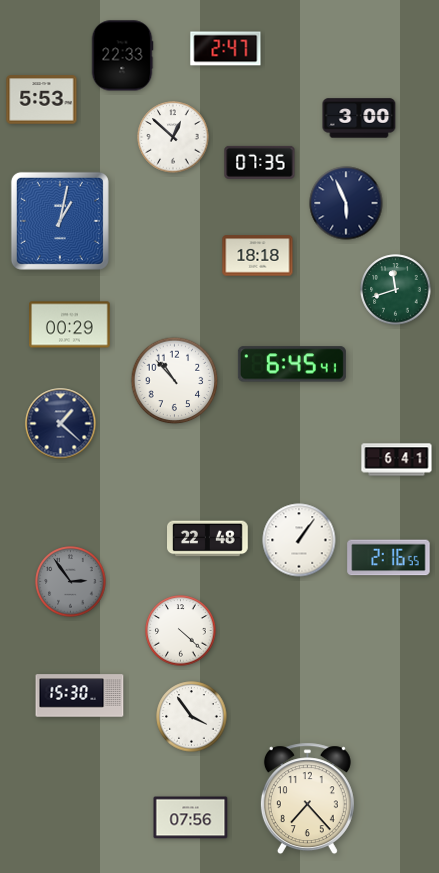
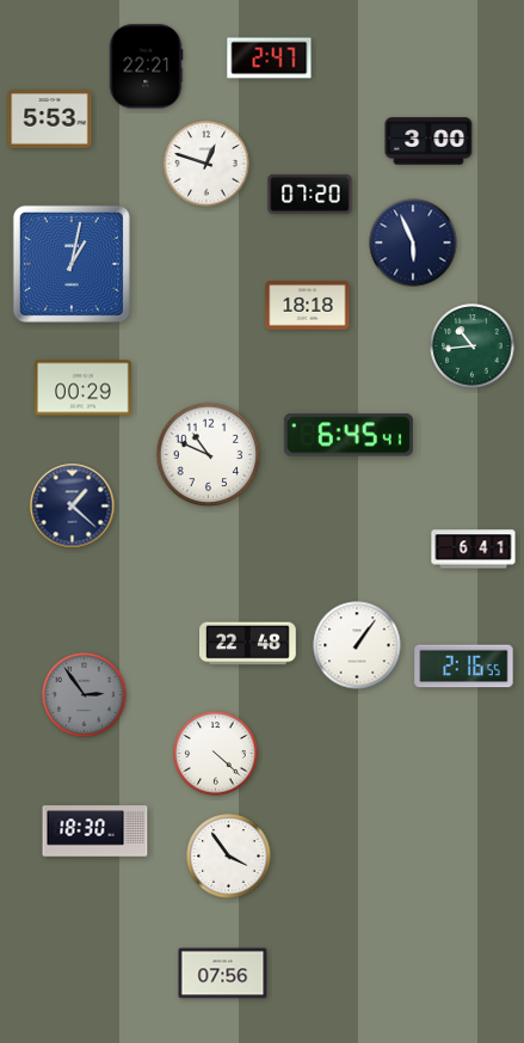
clock at (122, 56): 22:33 -> 22:21
clock at (173, 137): 12:52 -> 12:48
clock at (260, 162): 07:35 -> 07:20
clock at (396, 290): 11:42 -> 10:44
clock at (175, 381): 10:53 -> 10:49
clock at (80, 696): 15:30 -> 18:30
clock at (307, 799): 7:23 -> none
clock at (191, 818) position: (191, 818) -> (223, 974)
